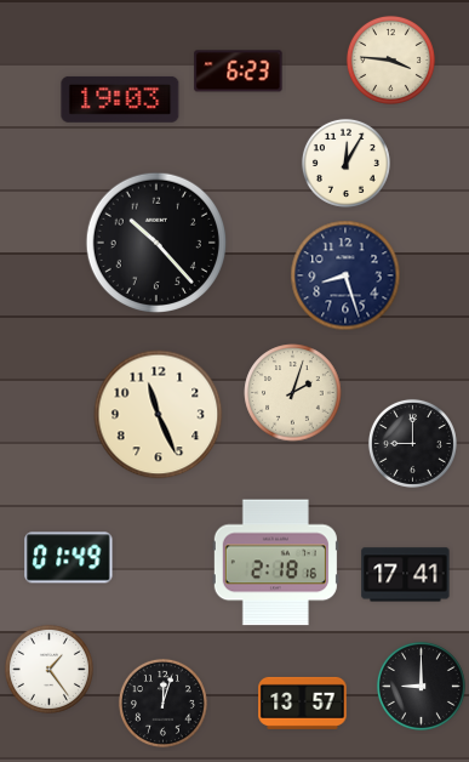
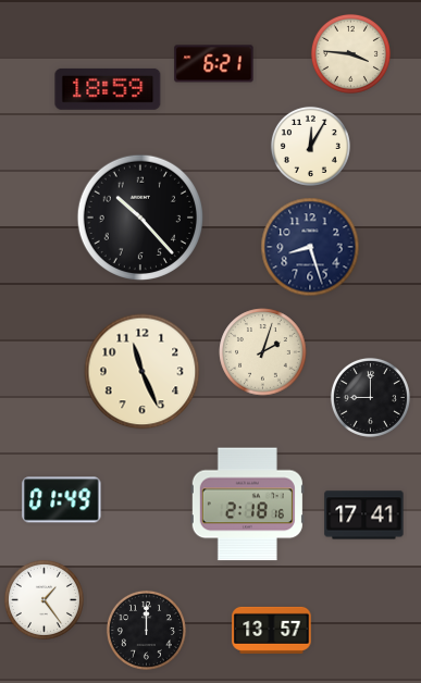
clock at (239, 72): 6:23 -> 6:21
clock at (120, 99): 19:03 -> 18:59
clock at (421, 686): 9:00 -> none
clock at (162, 703): 12:03 -> 12:00
